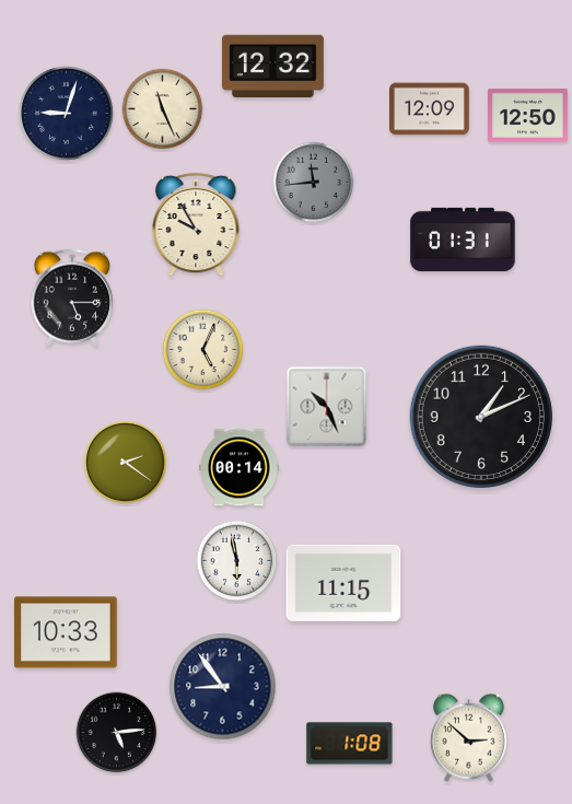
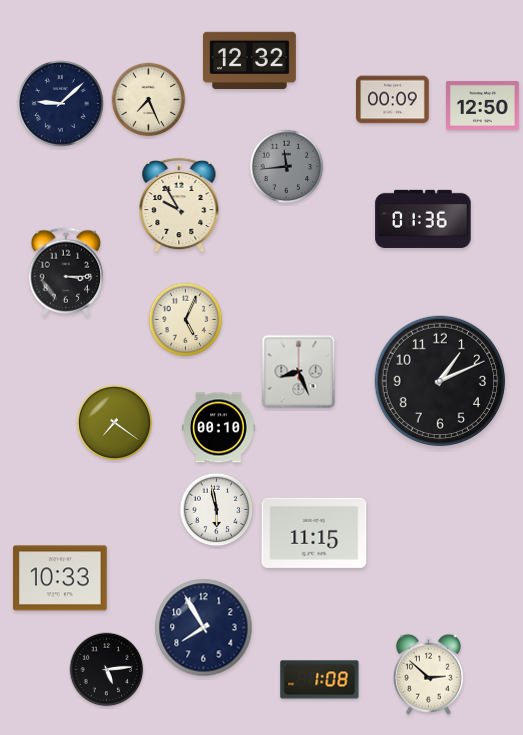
clock at (163, 109): 11:26 -> 7:26
clock at (430, 109): 12:09 -> 00:09
clock at (66, 113): 9:03 -> 9:08
clock at (463, 240): 01:31 -> 01:36
clock at (72, 298): 5:15 -> 3:15
clock at (327, 407): 10:26 -> 8:26
clock at (126, 463): 2:21 -> 7:21
clock at (240, 468): 00:14 -> 00:10
clock at (237, 561) position: (237, 561) -> (217, 510)
clock at (223, 687): 8:54 -> 7:55
